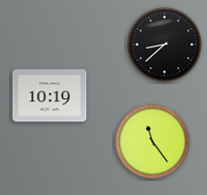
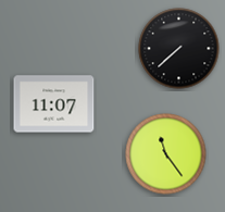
clock at (165, 45): 8:38 -> 7:38
clock at (50, 96): 10:19 -> 11:07
